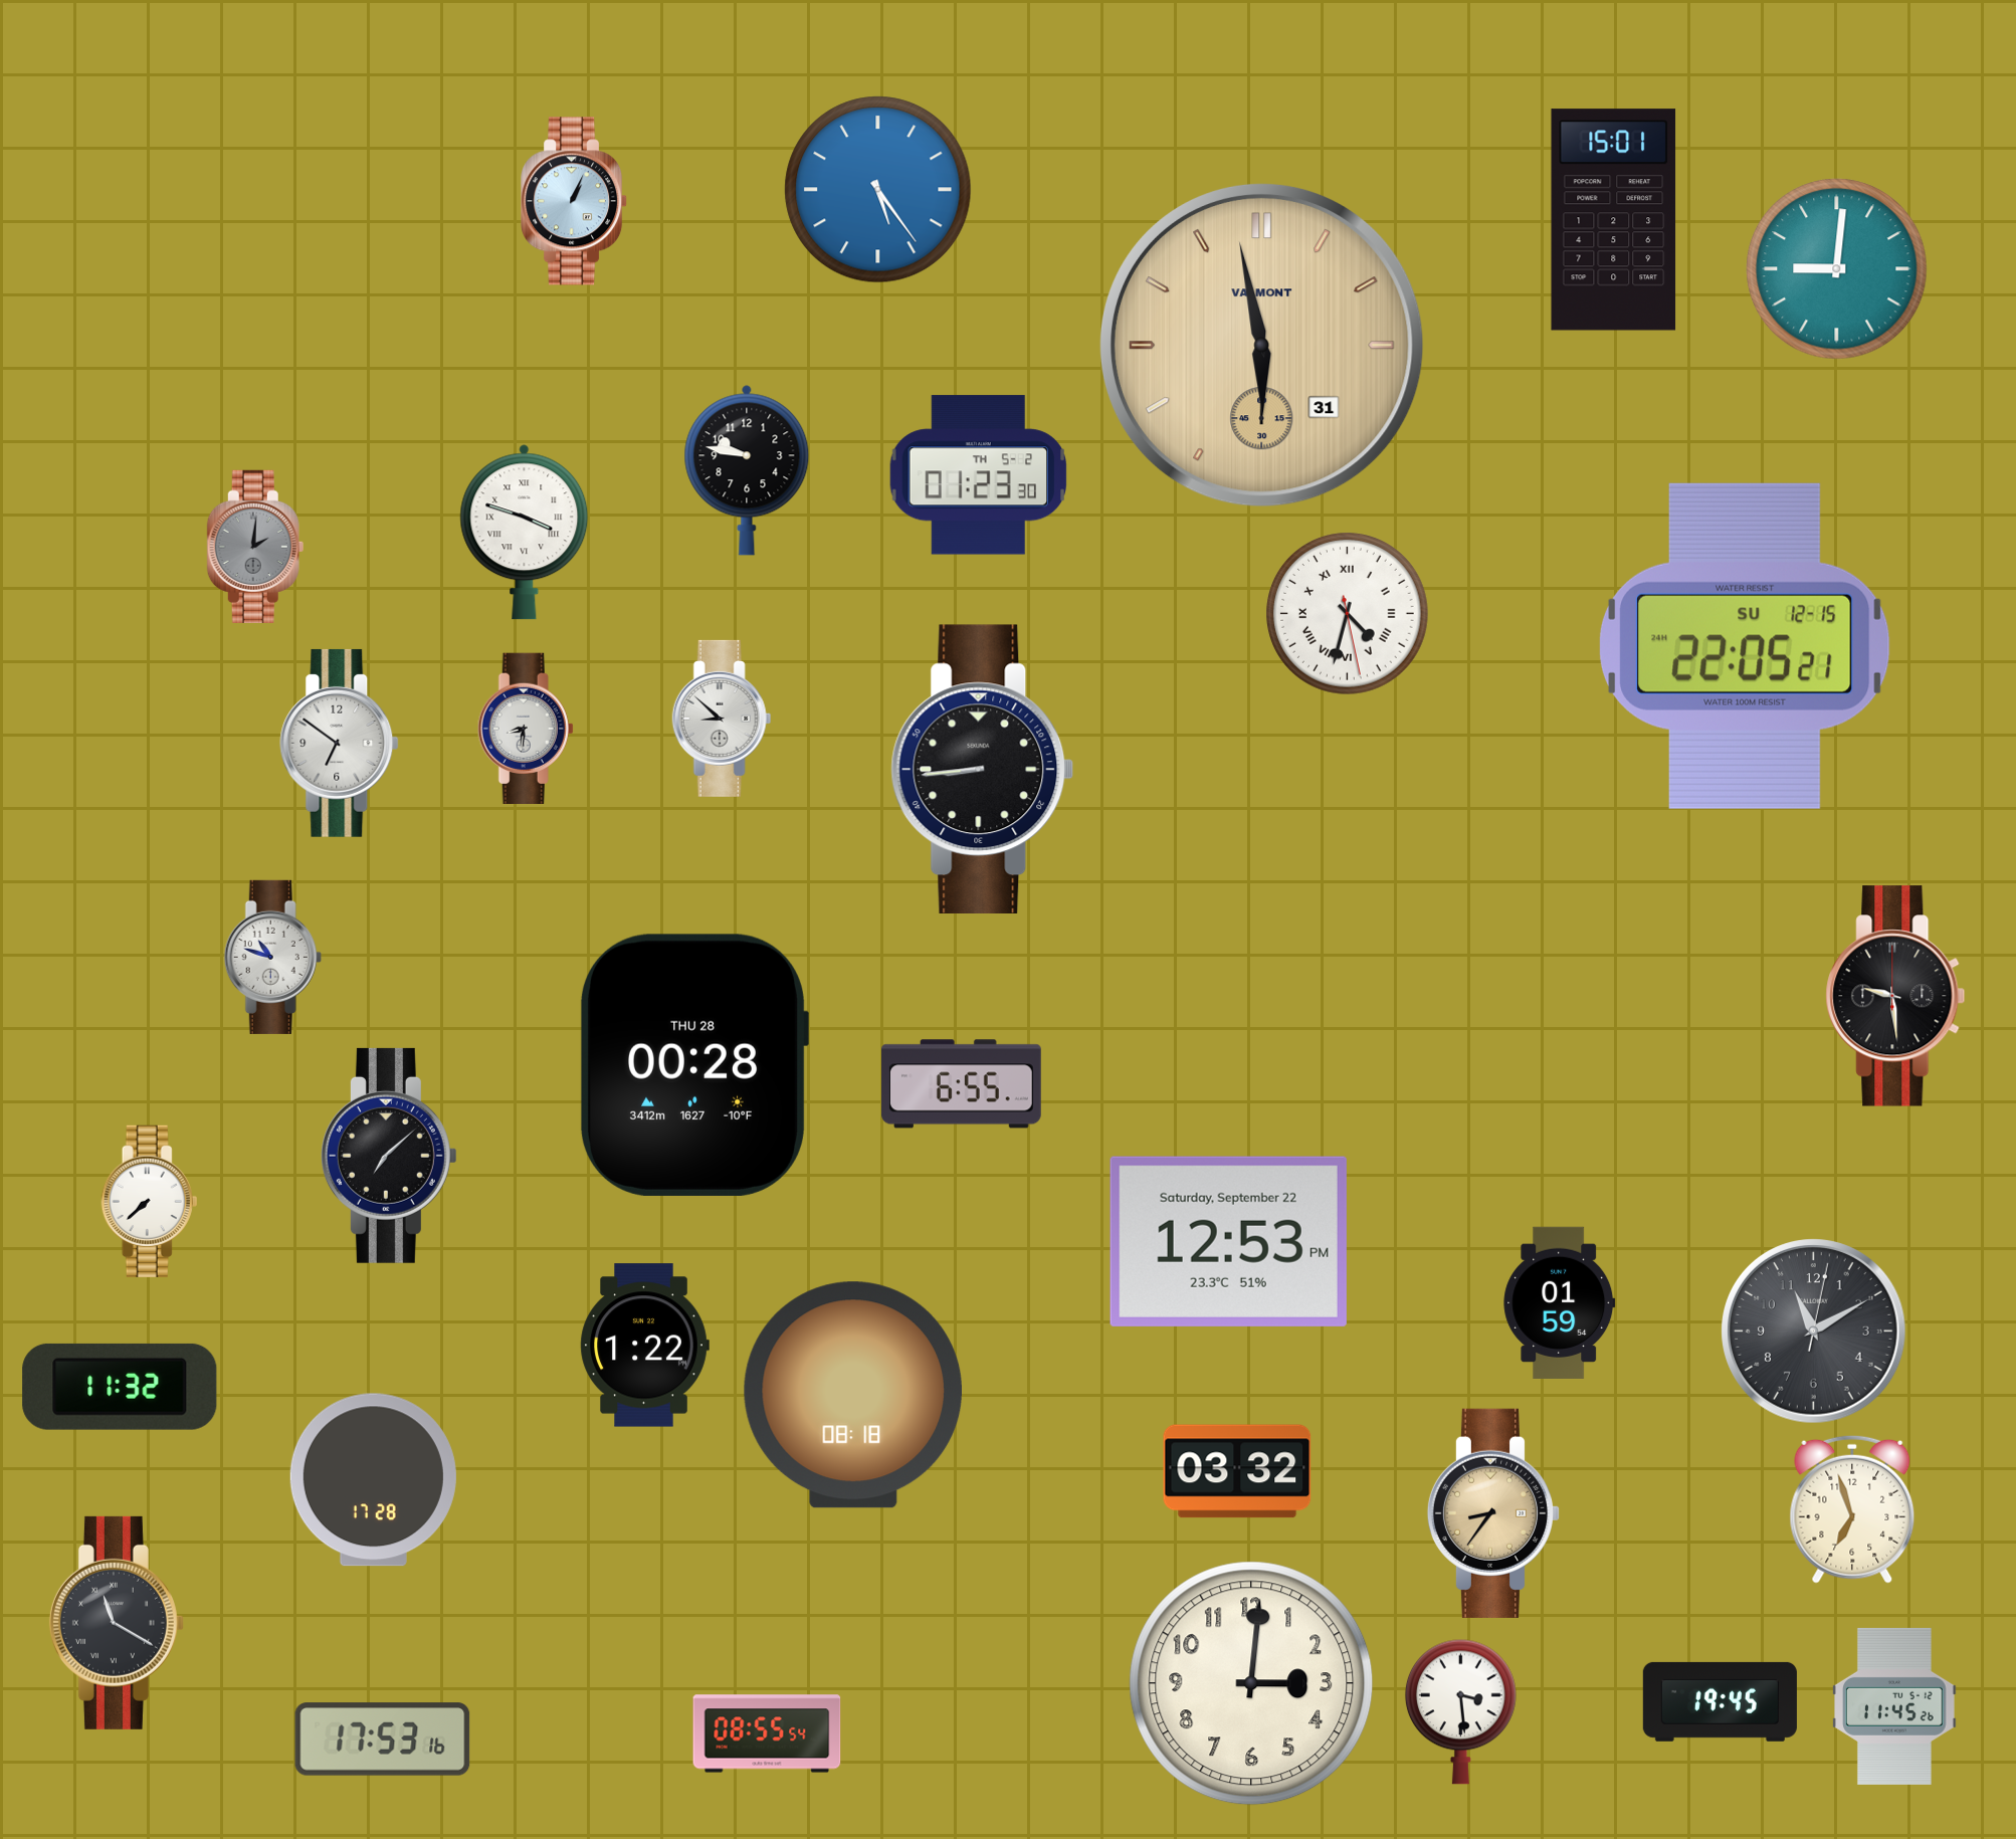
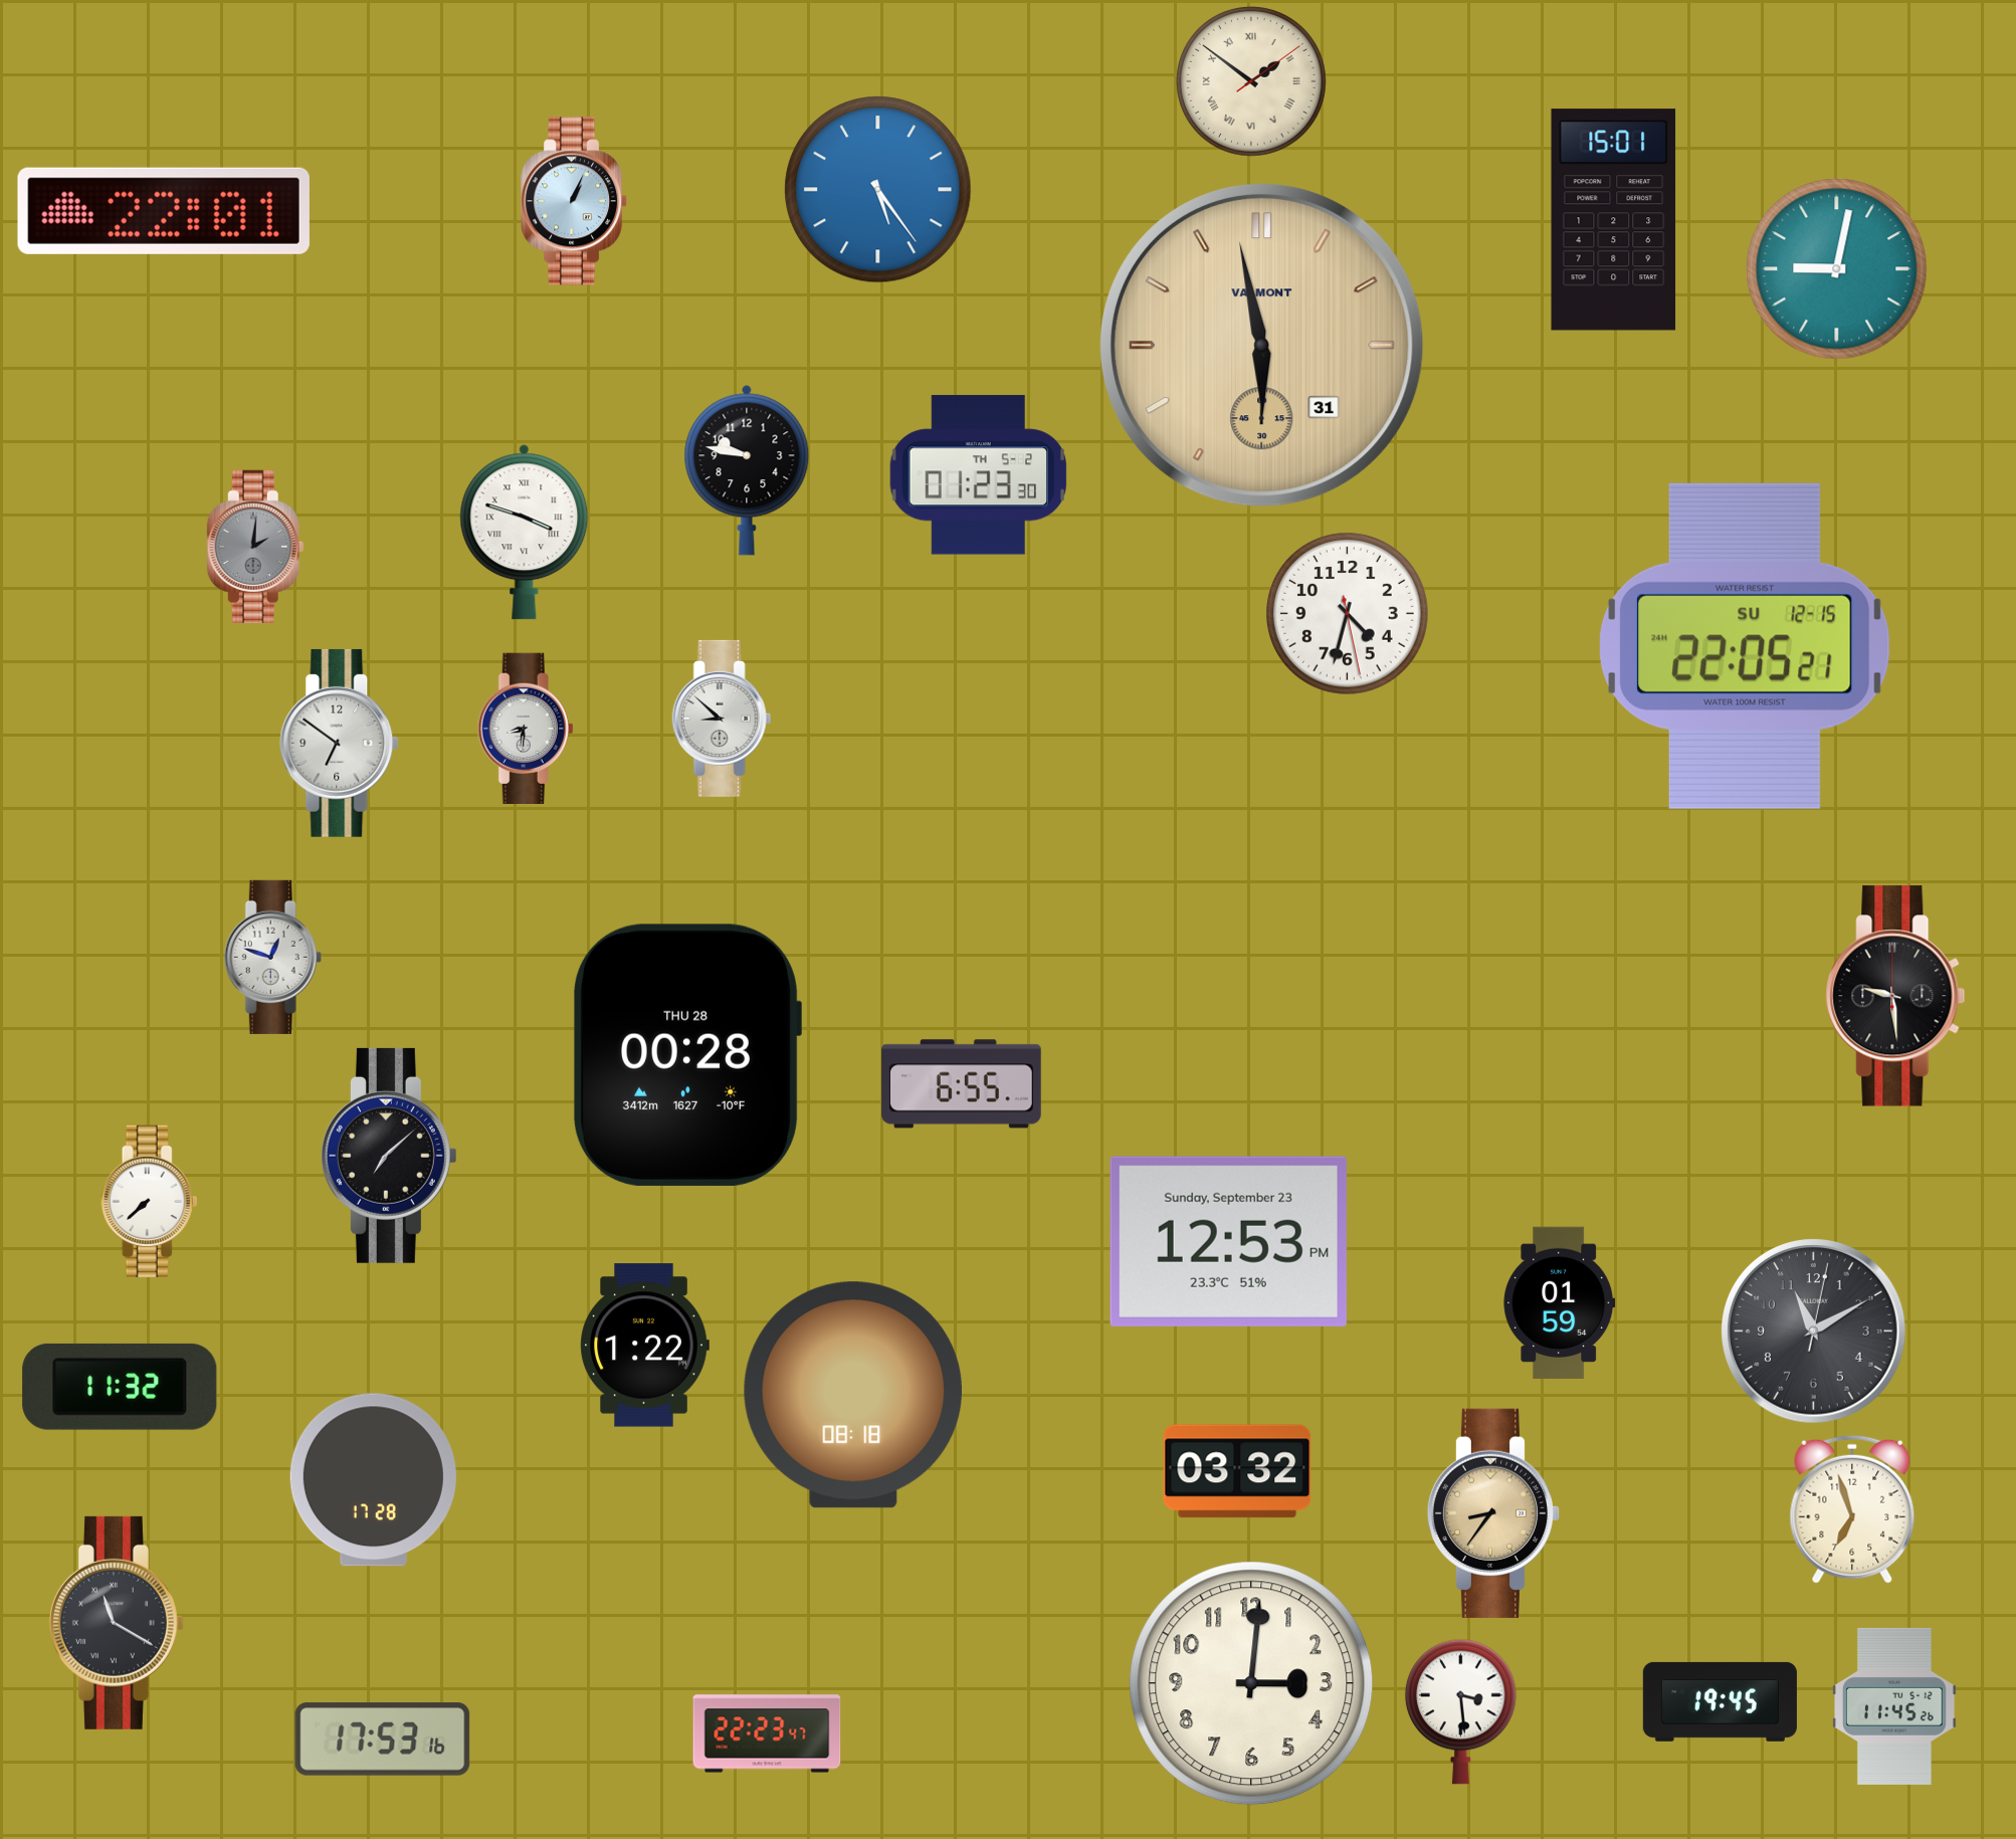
clock at (1252, 82): none -> 1:51
clock at (164, 211): none -> 22:01
clock at (1837, 269): 9:01 -> 9:02
clock at (1348, 614) numerals: Roman -> Arabic
clock at (983, 769): 8:44 -> none
clock at (272, 957): 10:48 -> 12:48
clock at (693, 1065) position: (693, 1065) -> (686, 1055)
clock at (1228, 1241) date: Saturday, September 22 -> Sunday, September 23
clock at (767, 1733): 08:55 -> 22:23
